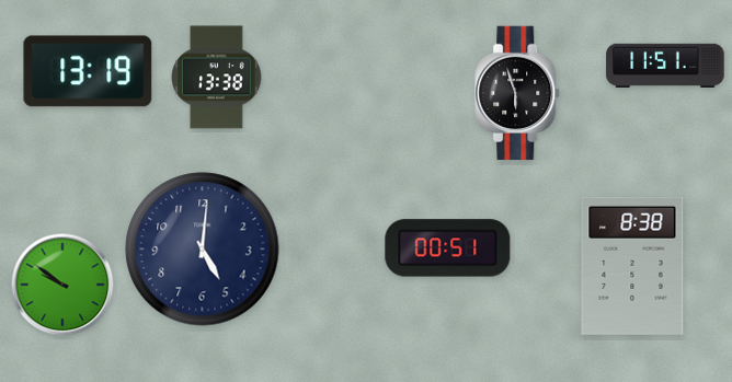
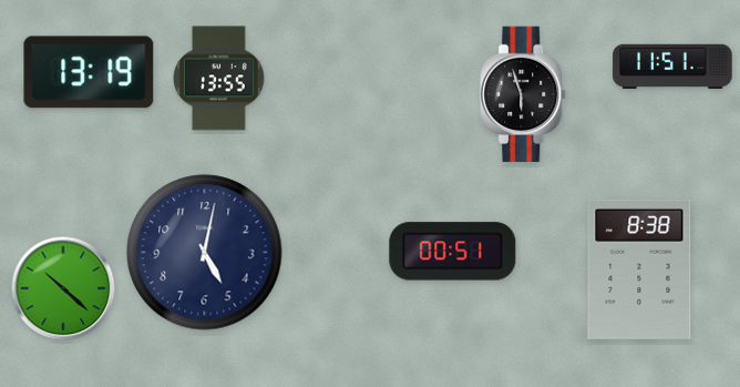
clock at (217, 78): 13:38 -> 13:55
clock at (203, 250): 5:01 -> 5:02
clock at (62, 285): 9:51 -> 10:22
